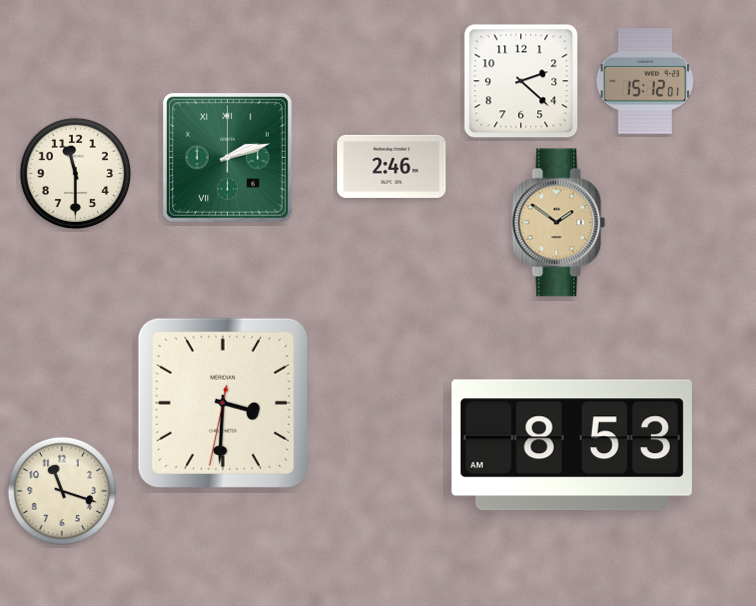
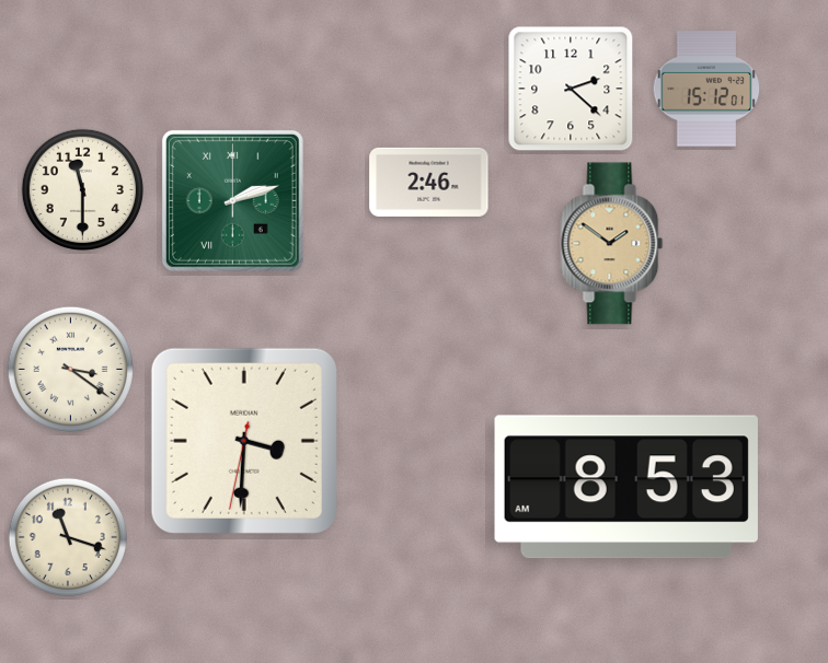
clock at (227, 157) position: (227, 157) -> (232, 200)
clock at (70, 369): none -> 3:21
